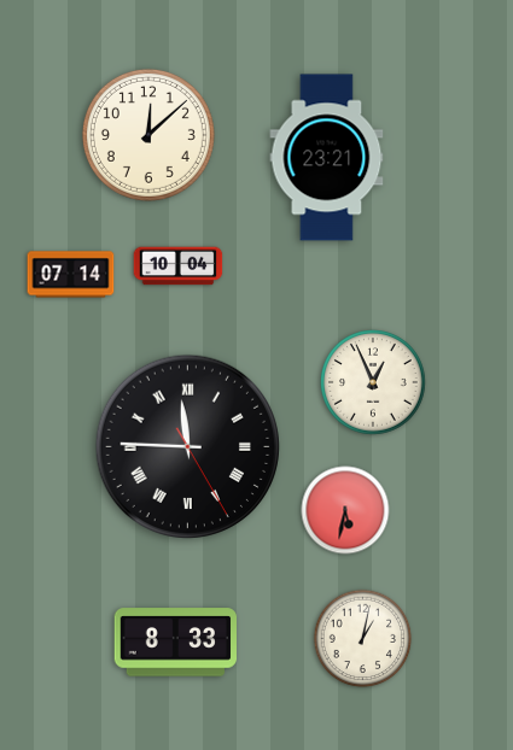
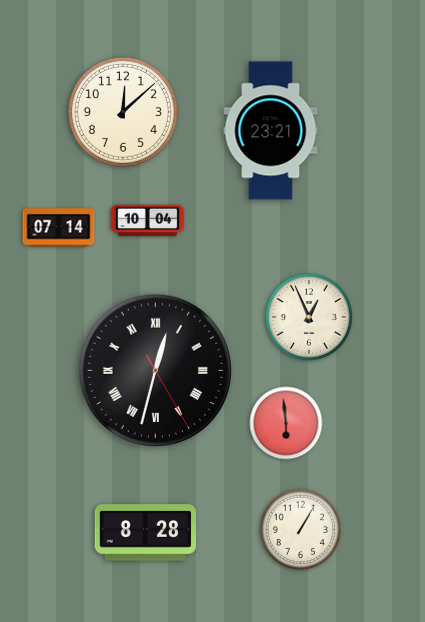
clock at (187, 446): 11:45 -> 12:32
clock at (345, 510): 5:32 -> 5:59
clock at (363, 639): 1:02 -> 1:05
clock at (176, 643): 8:33 -> 8:28
